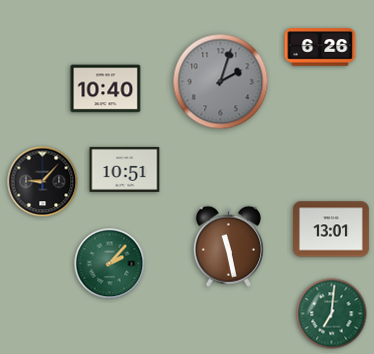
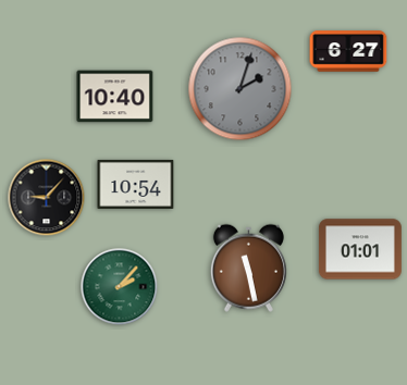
clock at (320, 47): 6:26 -> 6:27
clock at (125, 169): 10:51 -> 10:54
clock at (331, 229): 13:01 -> 01:01
clock at (332, 314): 7:01 -> none
